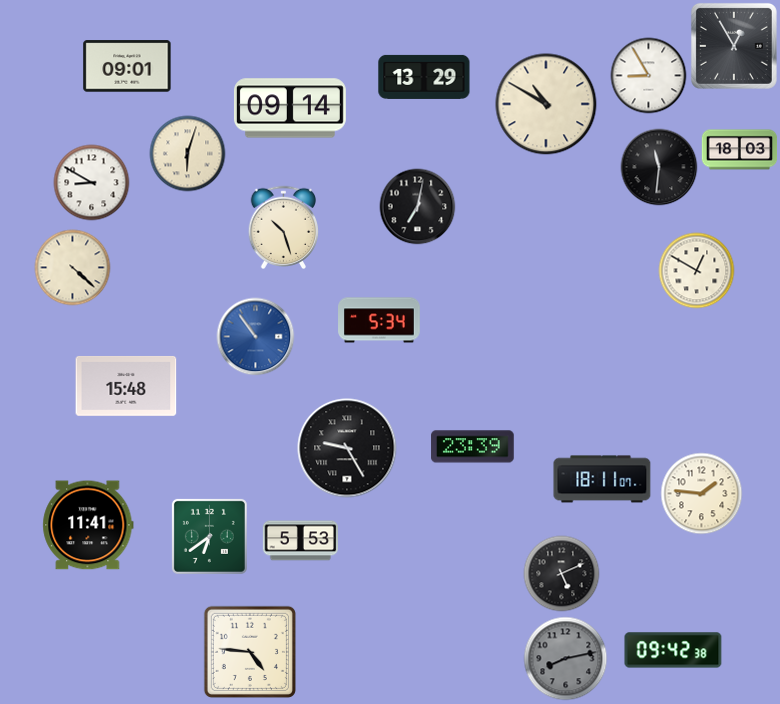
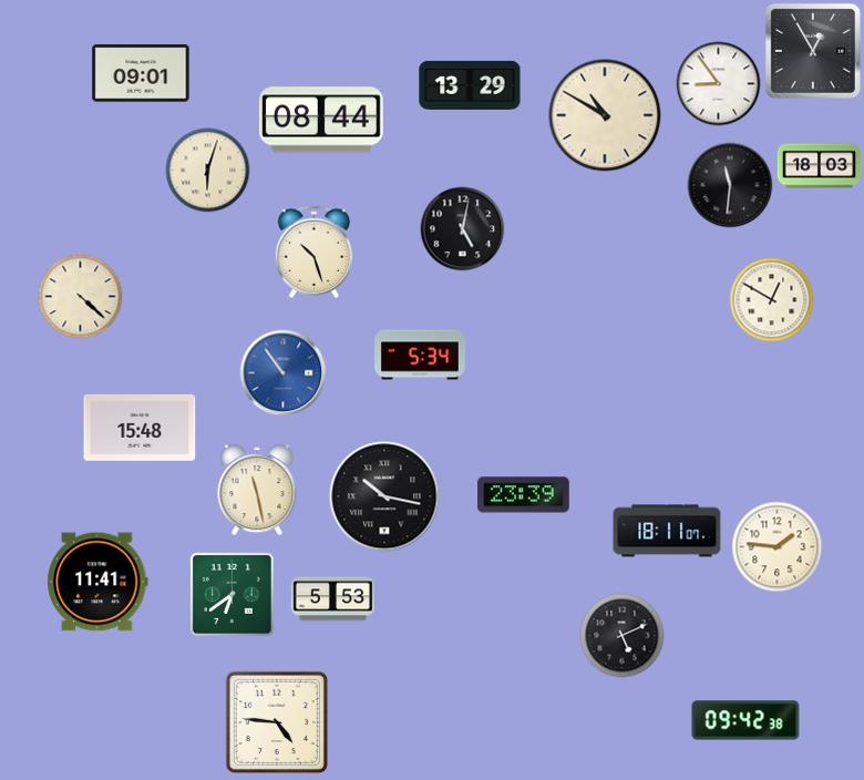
clock at (649, 76): 8:55 -> 8:54
clock at (290, 108): 09:14 -> 08:44
clock at (92, 183): 8:50 -> none
clock at (418, 207): 7:02 -> 5:02
clock at (257, 490): none -> 11:28
clock at (347, 448): 9:25 -> 10:17
clock at (566, 659): 8:13 -> none
